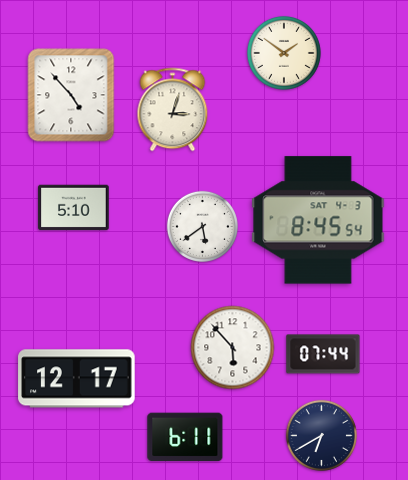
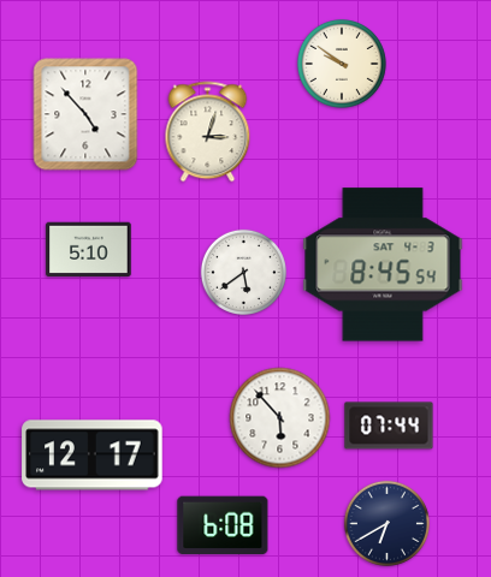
clock at (284, 53): 1:51 -> 9:51
clock at (185, 436): 6:11 -> 6:08
